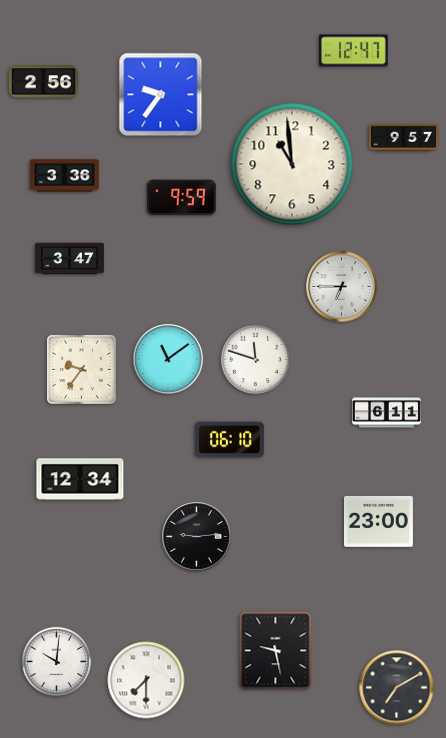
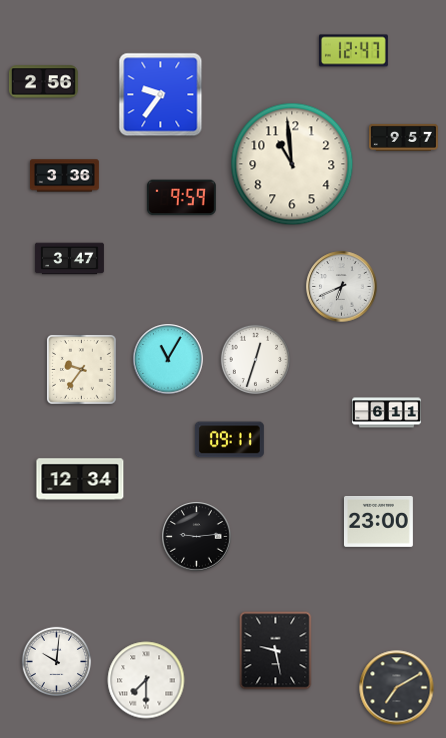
clock at (342, 287): 6:45 -> 6:41
clock at (168, 359): 11:09 -> 11:05
clock at (256, 360): 11:48 -> 12:33
clock at (229, 440): 06:10 -> 09:11
